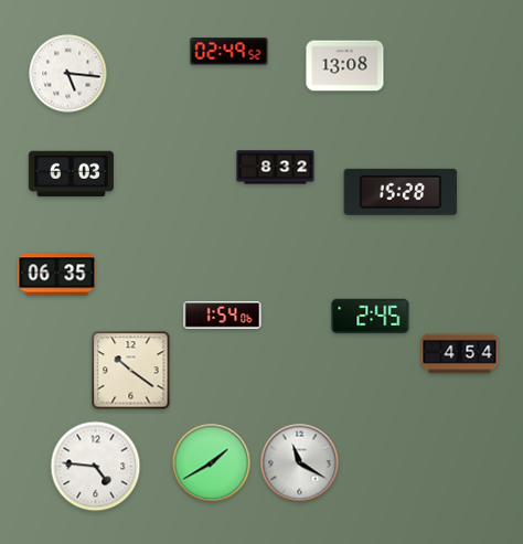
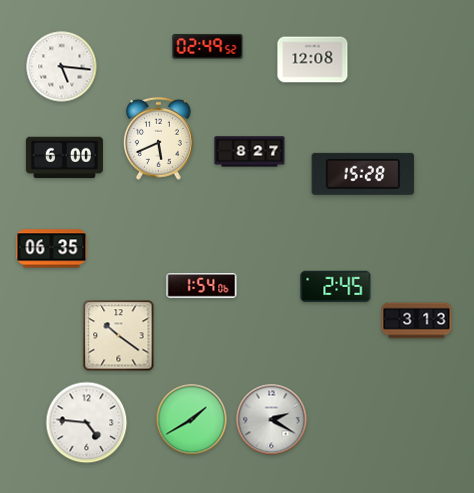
clock at (345, 66): 13:08 -> 12:08
clock at (158, 138): none -> 5:41
clock at (276, 168): 8:32 -> 8:27
clock at (71, 174): 6:03 -> 6:00
clock at (460, 354): 4:54 -> 3:13
clock at (300, 463): 11:20 -> 2:20
